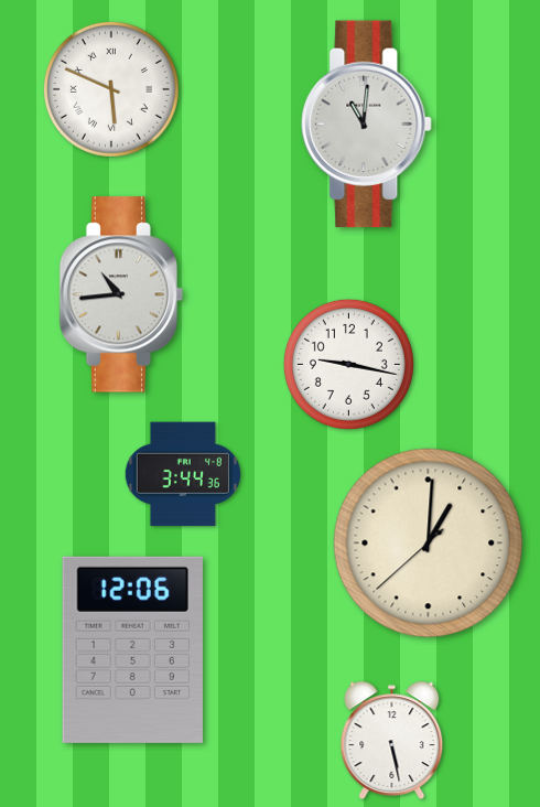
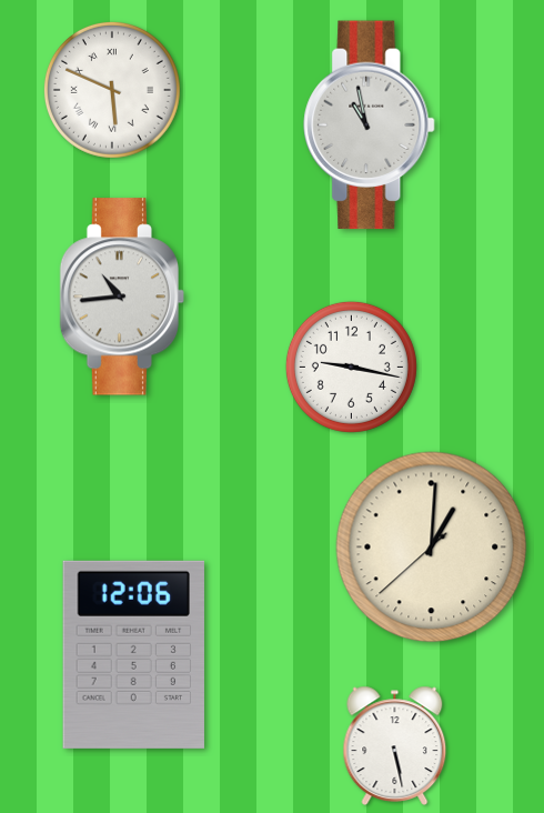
clock at (367, 125): 11:01 -> 10:58
clock at (183, 474): 3:44 -> none
